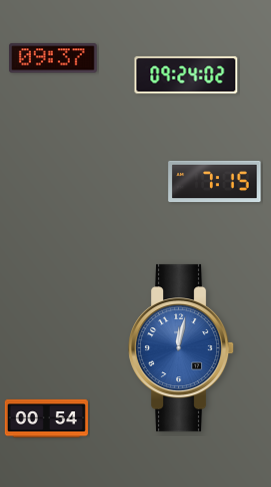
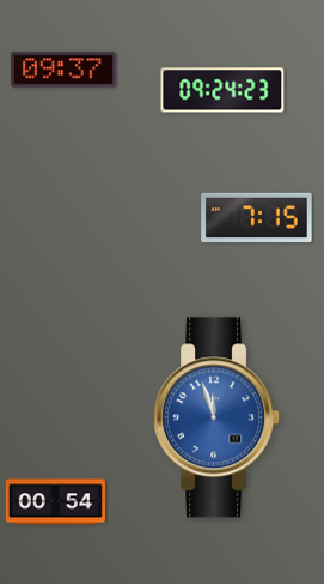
clock at (186, 75): 09:24:02 -> 09:24:23
clock at (182, 348): 12:02 -> 11:57
